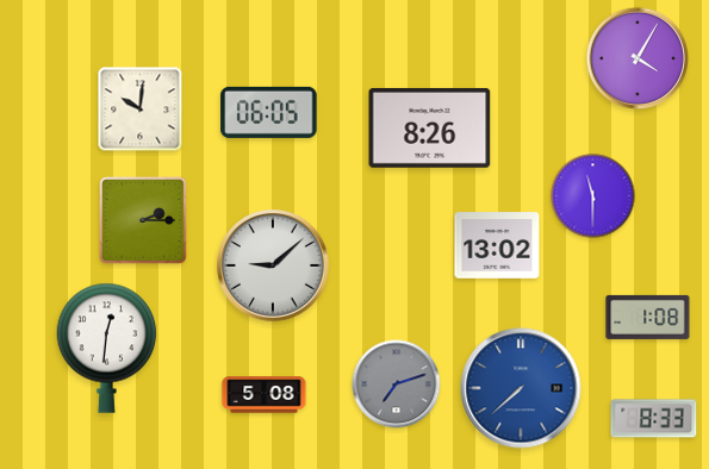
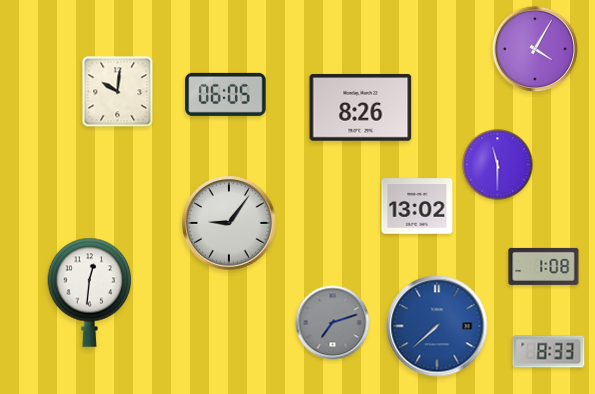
clock at (143, 220): 2:15 -> none
clock at (273, 265): 9:08 -> 9:06
clock at (265, 395): 5:08 -> none
